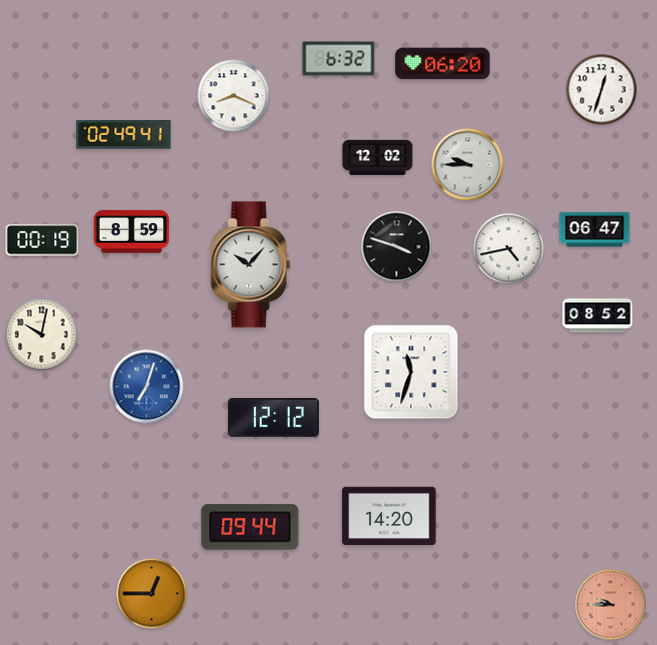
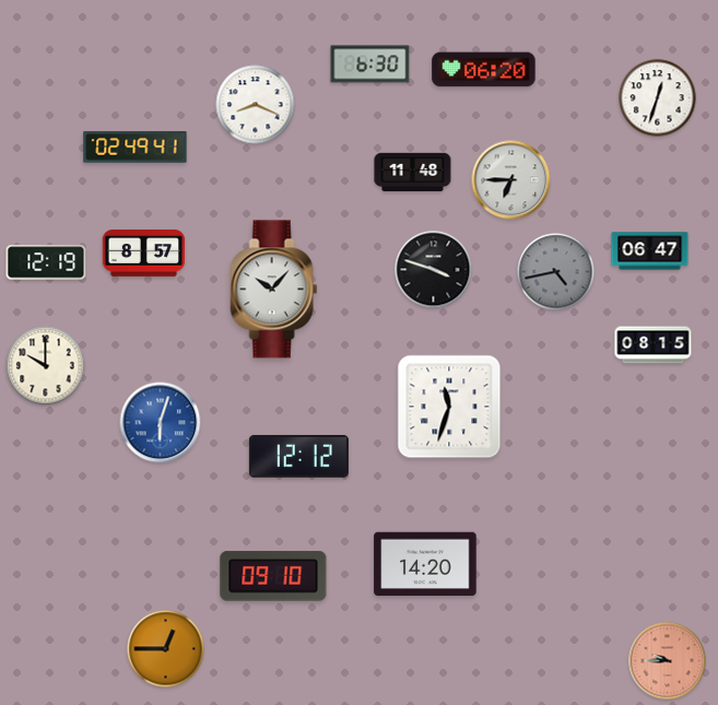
clock at (339, 59): 6:32 -> 6:30
clock at (378, 157): 12:02 -> 11:48
clock at (468, 165): 9:45 -> 6:45
clock at (132, 232): 8:59 -> 8:57
clock at (42, 240): 00:19 -> 12:19
clock at (509, 249) dial: white -> grey
clock at (598, 316): 08:52 -> 08:15
clock at (42, 335): 10:02 -> 10:00
clock at (147, 387): 7:03 -> 6:03
clock at (250, 527): 09:44 -> 09:10
